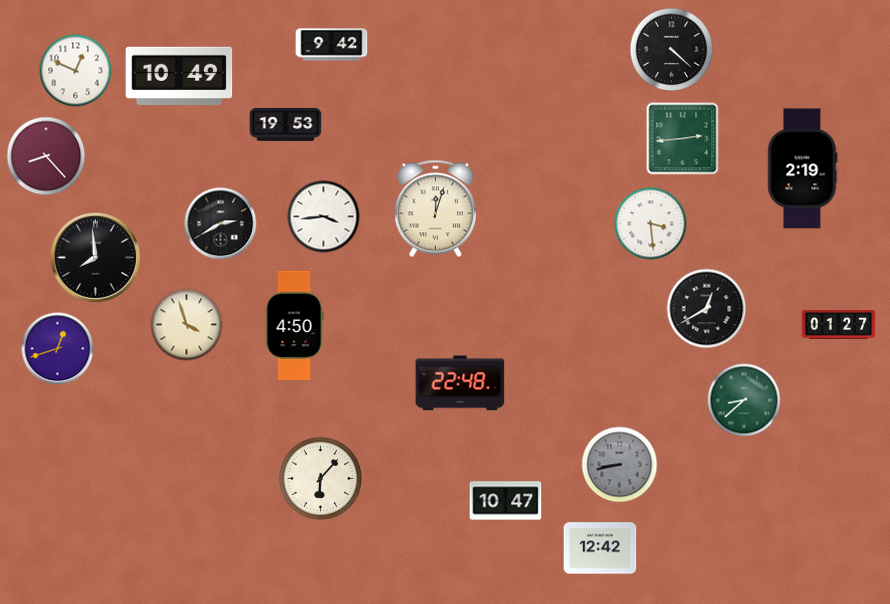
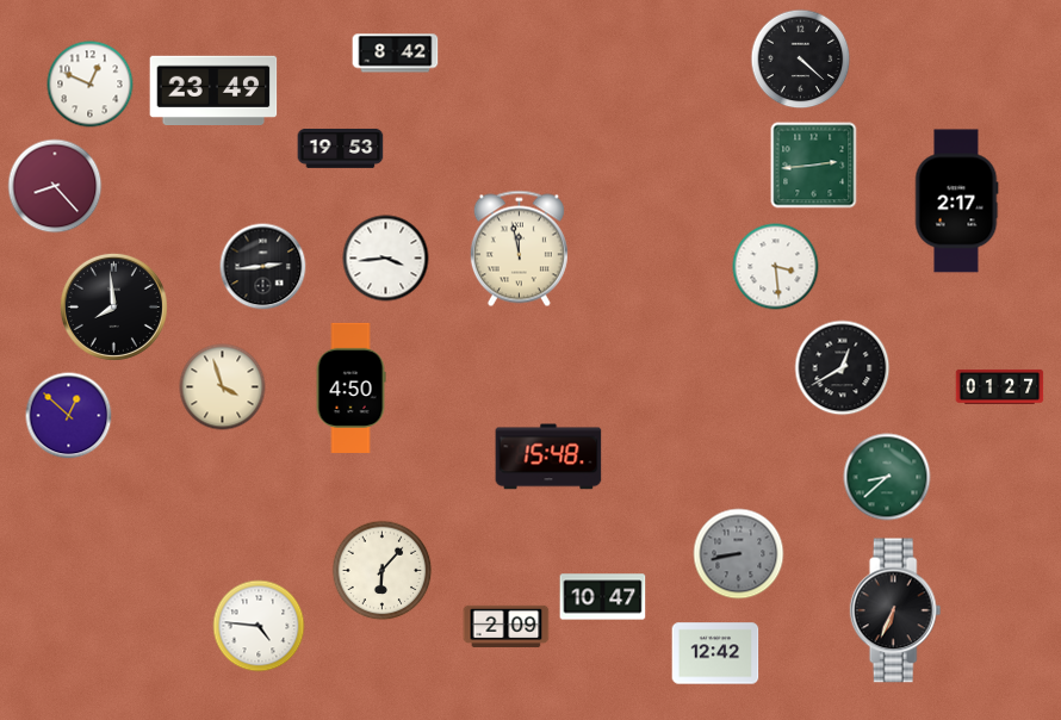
clock at (332, 45): 9:42 -> 8:42
clock at (179, 75): 10:49 -> 23:49
clock at (802, 169): 2:19 -> 2:17
clock at (435, 209): 12:03 -> 11:58
clock at (221, 224): 2:40 -> 2:44
clock at (58, 349): 12:42 -> 12:52
clock at (460, 383): 22:48 -> 15:48
clock at (895, 610): none -> 6:34
clock at (259, 626): none -> 4:46
clock at (507, 626): none -> 2:09
